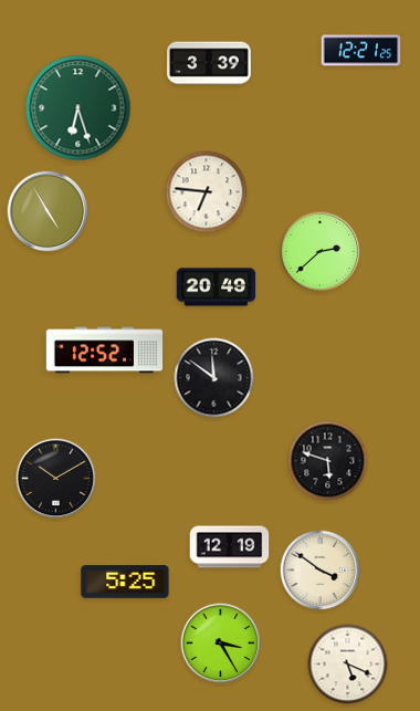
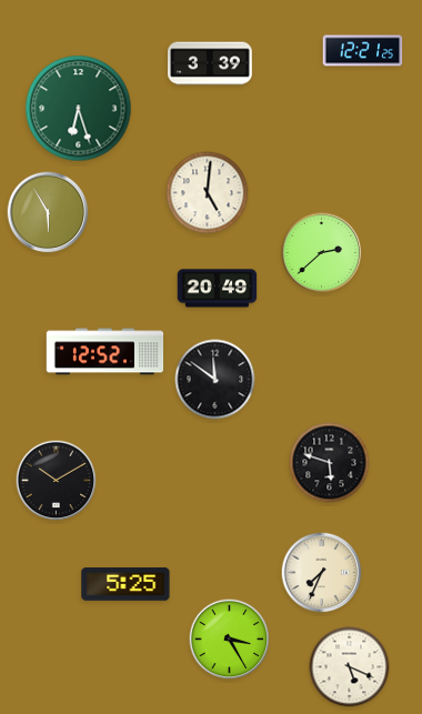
clock at (207, 192): 6:46 -> 5:01
clock at (48, 211): 4:55 -> 5:55
clock at (230, 547): 12:19 -> none
clock at (321, 571): 3:51 -> 7:34
clock at (221, 644) position: (221, 644) -> (230, 640)
